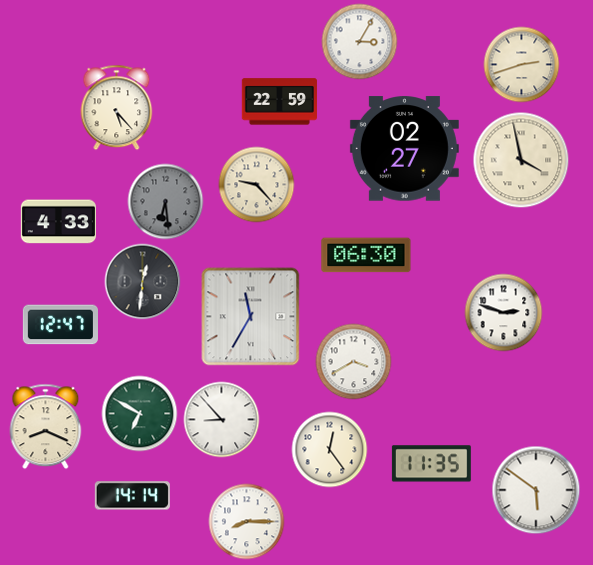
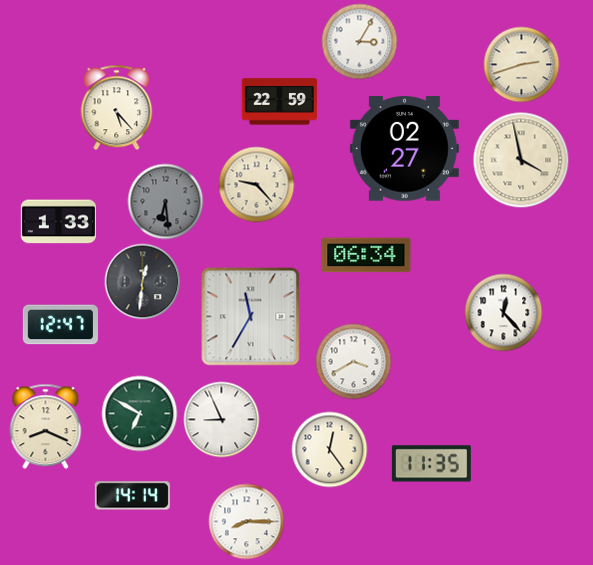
clock at (58, 222): 4:33 -> 1:33
clock at (366, 255): 06:30 -> 06:34
clock at (504, 313): 2:48 -> 12:23
clock at (222, 420): 8:53 -> 8:56
clock at (536, 490): 5:51 -> none
